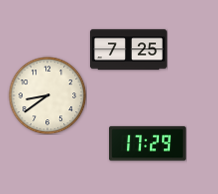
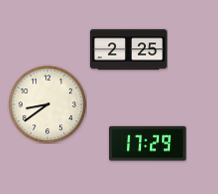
clock at (129, 50): 7:25 -> 2:25
clock at (47, 95) position: (47, 95) -> (47, 104)
